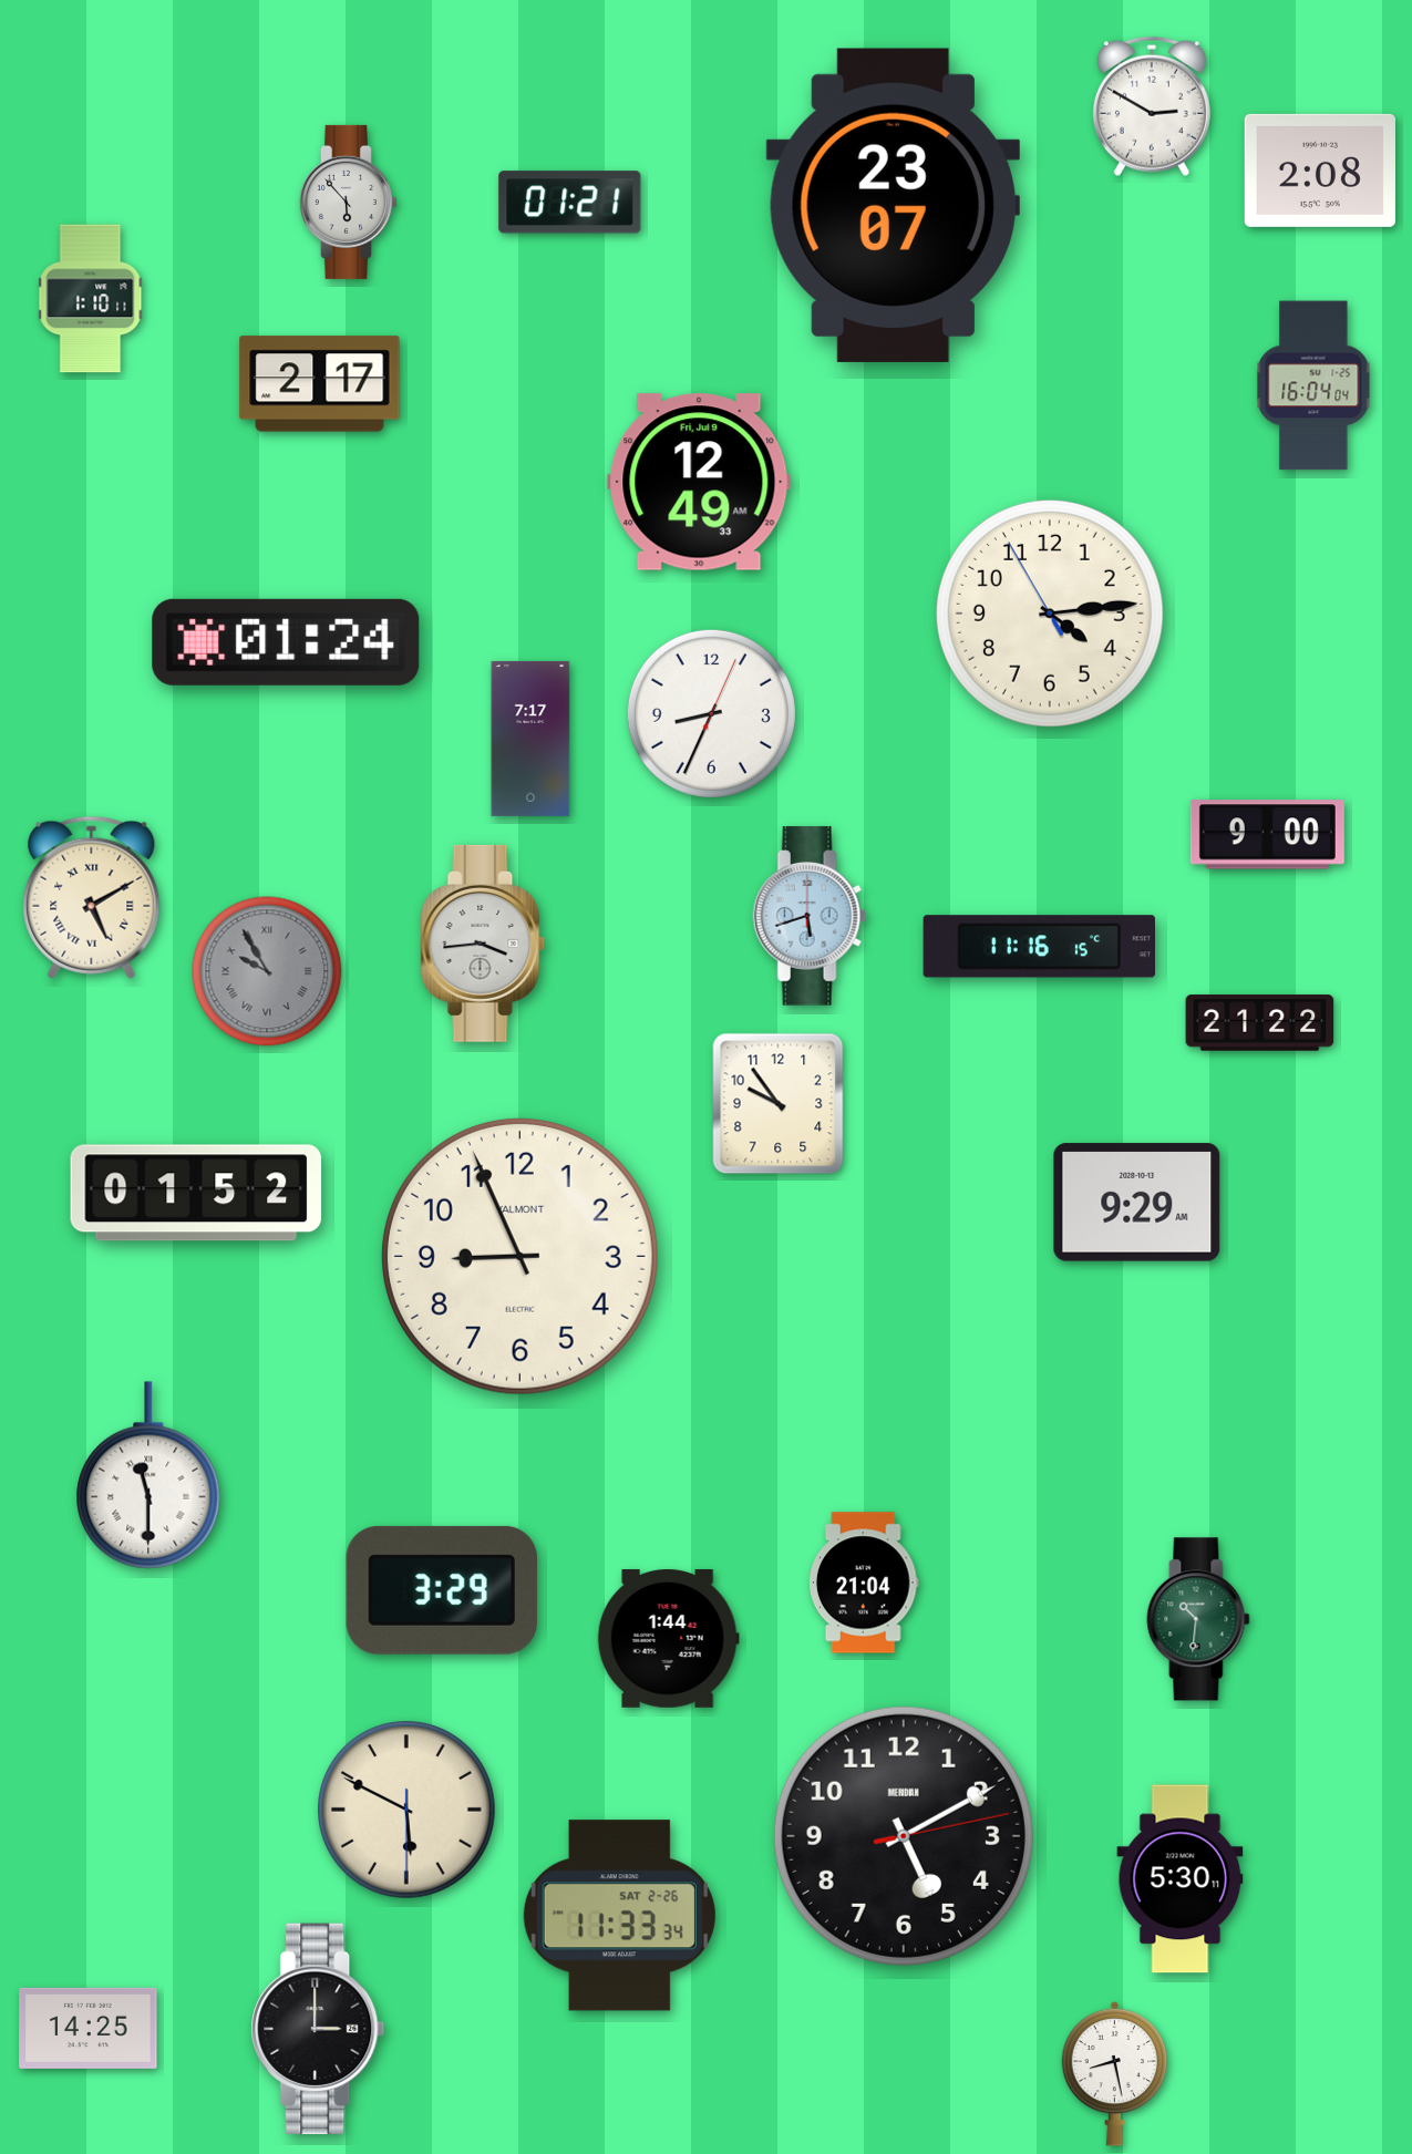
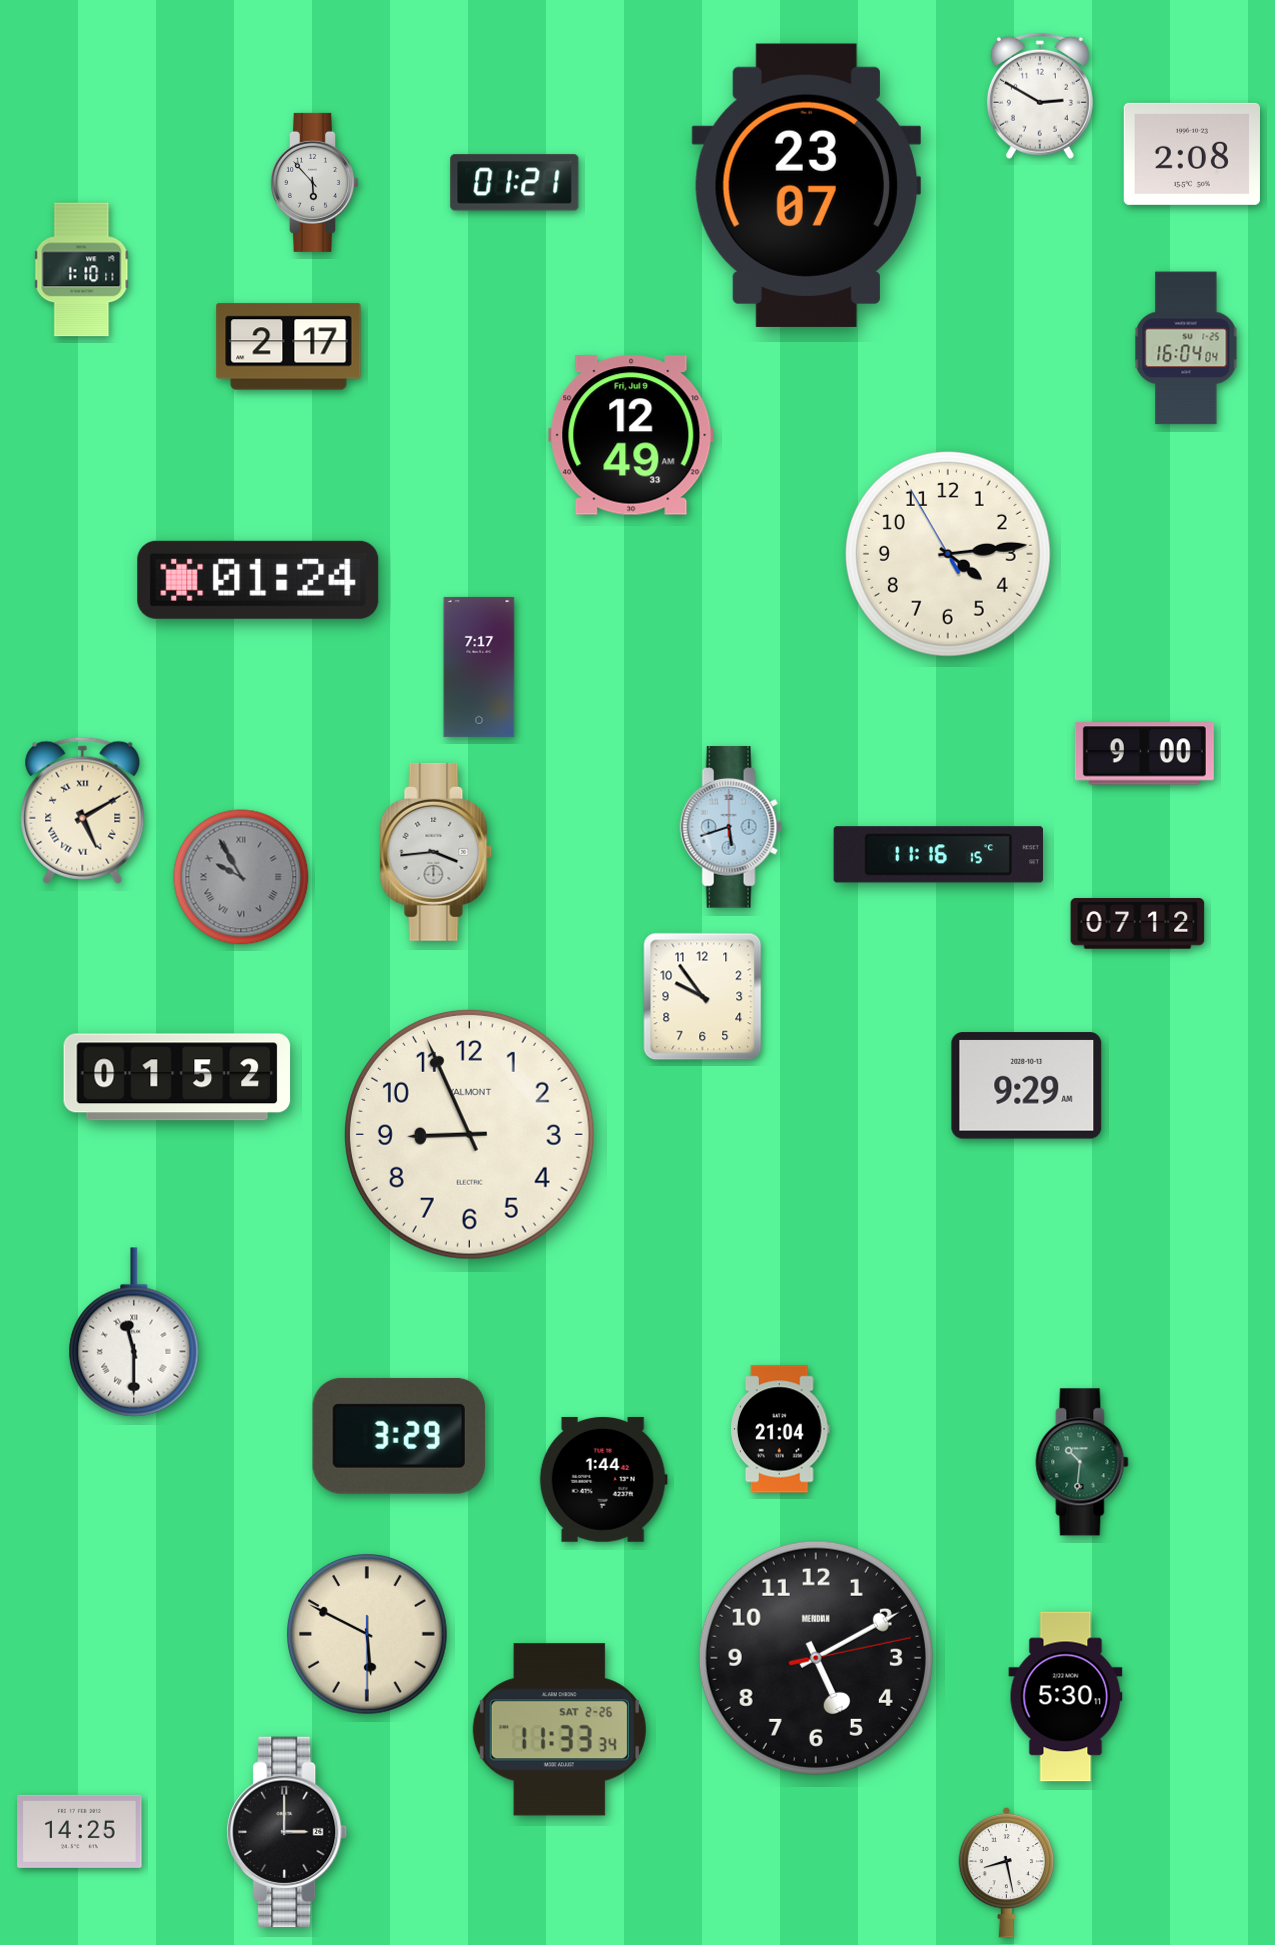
clock at (711, 713): 8:34 -> none
clock at (1260, 1023): 21:22 -> 07:12
